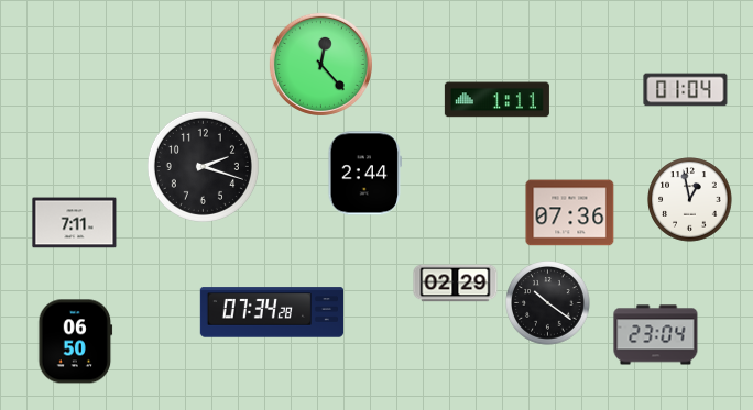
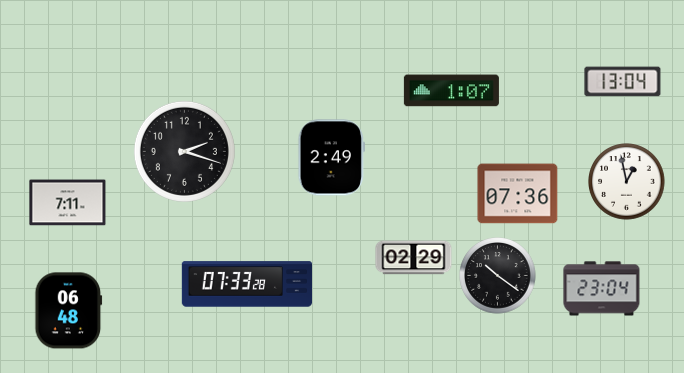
clock at (320, 64): 12:23 -> none
clock at (686, 90): 01:04 -> 13:04
clock at (496, 100): 1:11 -> 1:07
clock at (364, 174): 2:44 -> 2:49
clock at (272, 312): 07:34 -> 07:33
clock at (656, 335) position: (656, 335) -> (602, 289)
clock at (76, 342): 06:50 -> 06:48
